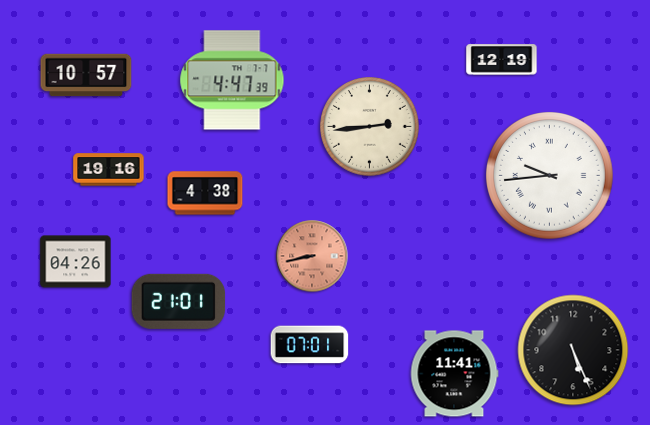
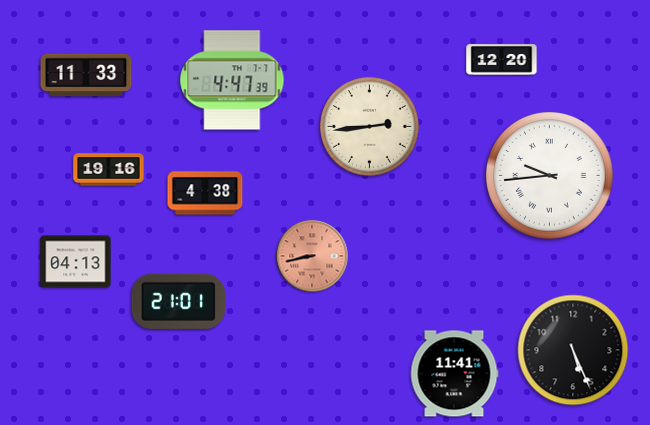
clock at (502, 60): 12:19 -> 12:20
clock at (86, 75): 10:57 -> 11:33
clock at (76, 262): 04:26 -> 04:13
clock at (310, 345): 07:01 -> none
